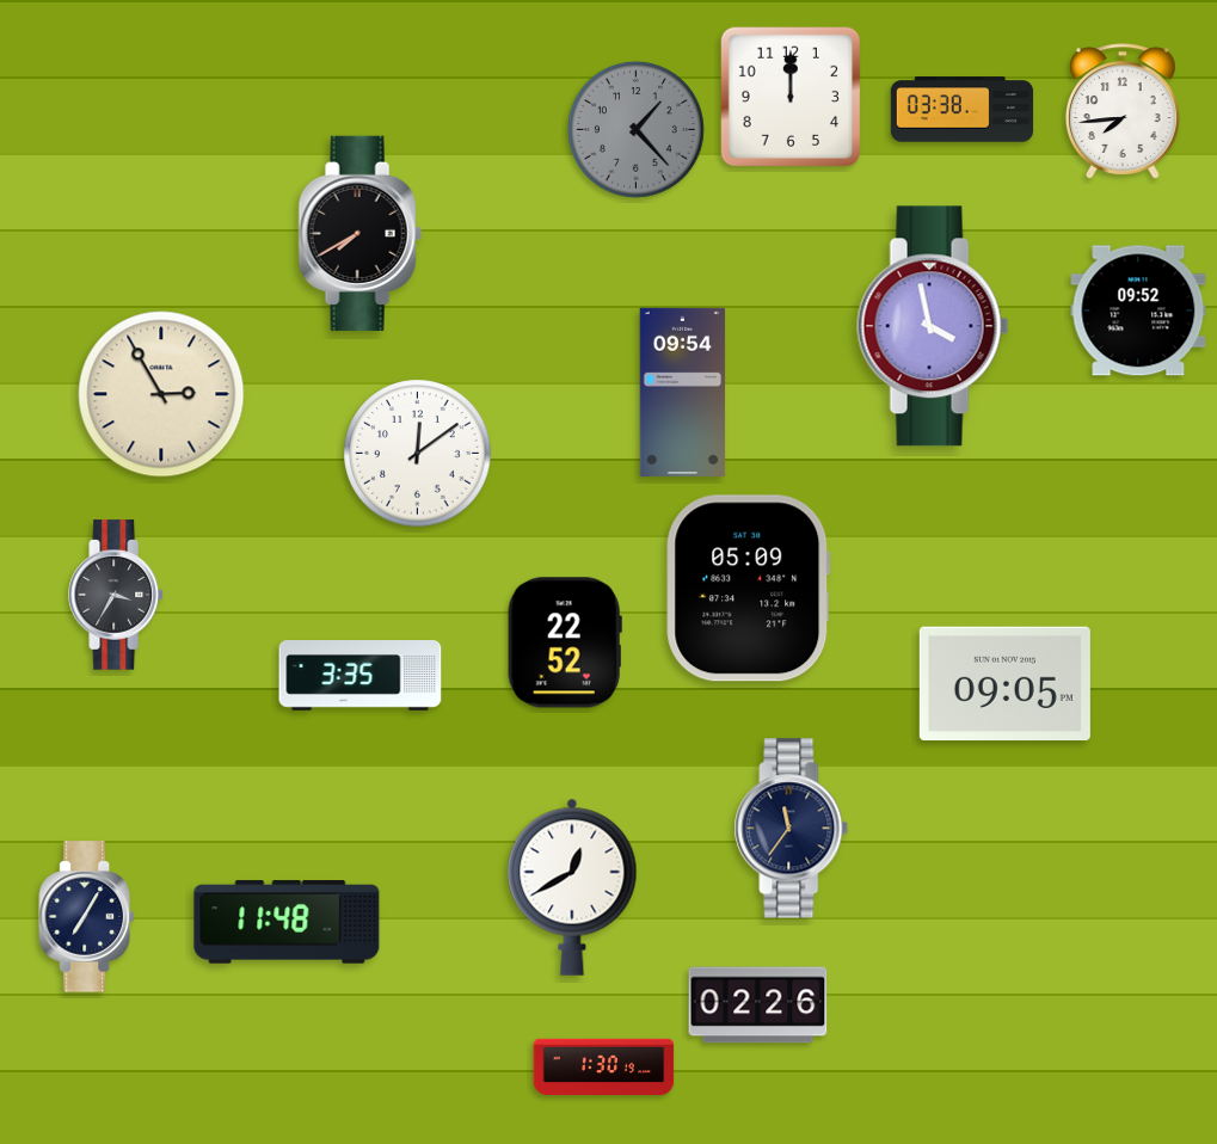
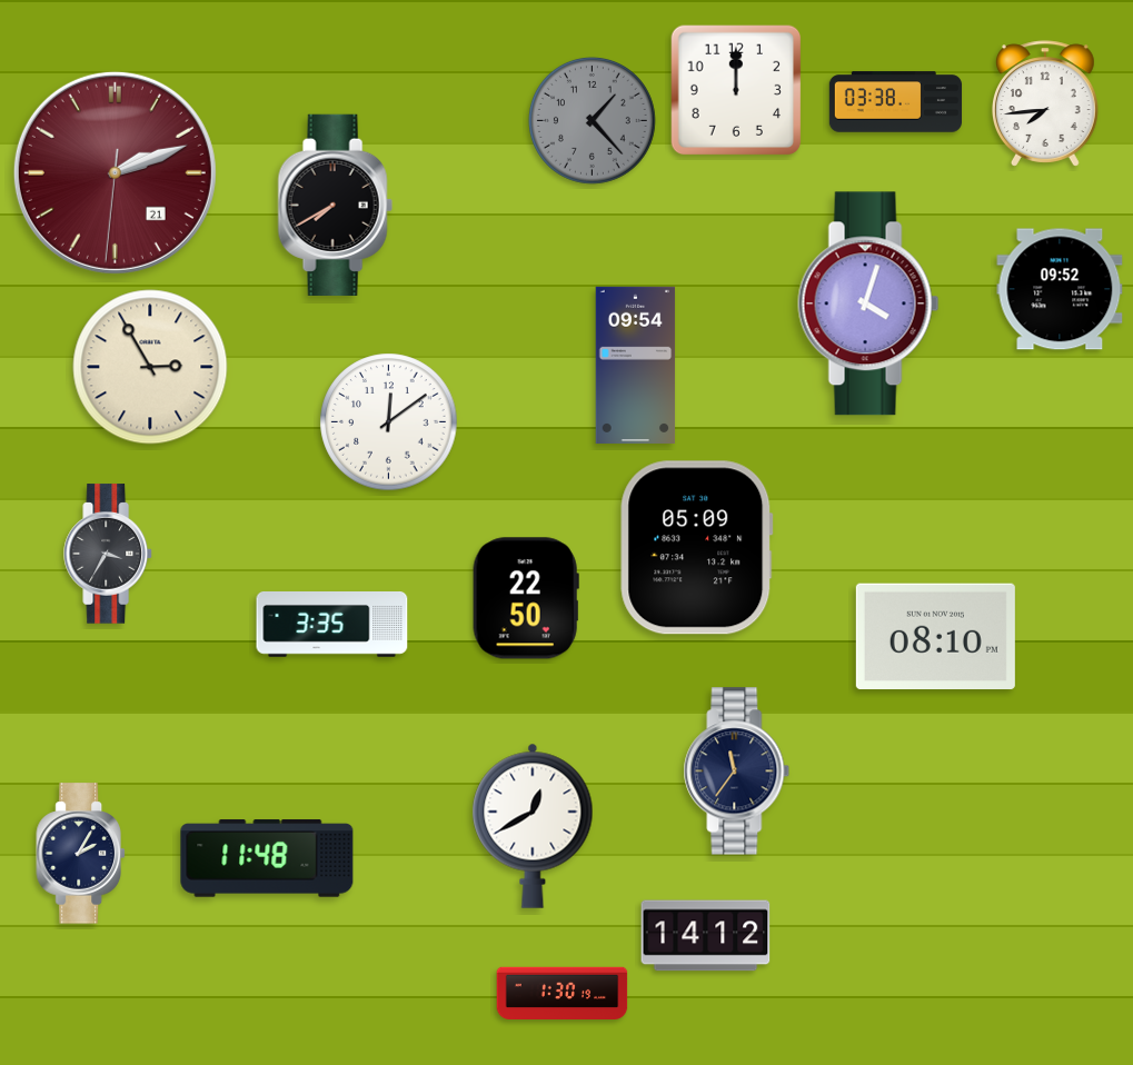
clock at (115, 172): none -> 2:11
clock at (359, 233) position: (359, 233) -> (335, 205)
clock at (933, 326): 3:58 -> 4:03
clock at (565, 642): 22:52 -> 22:50
clock at (361, 676) position: (361, 676) -> (332, 625)
clock at (1004, 684): 09:05 -> 08:10
clock at (86, 917): 7:05 -> 2:05
clock at (758, 1005): 02:26 -> 14:12
